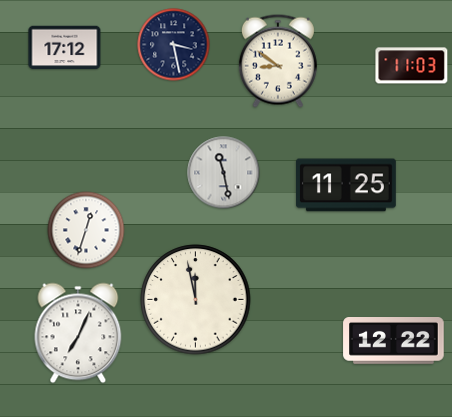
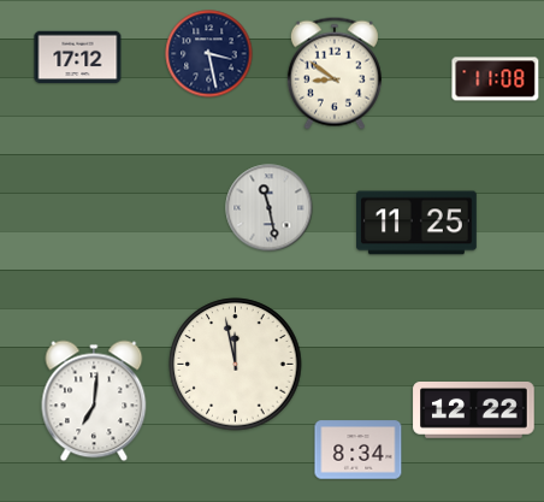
clock at (412, 66): 11:03 -> 11:08
clock at (86, 230): 12:33 -> none
clock at (196, 300) position: (196, 300) -> (236, 365)
clock at (78, 333): 7:04 -> 7:01
clock at (359, 450): none -> 8:34
